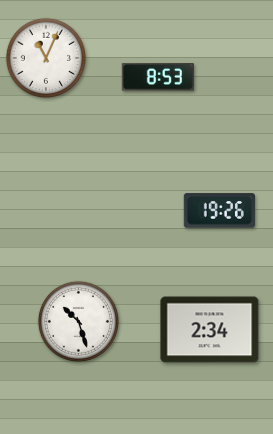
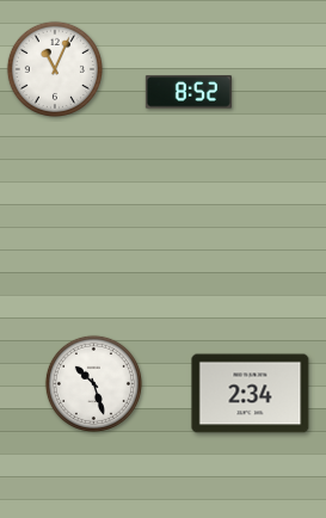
clock at (158, 77): 8:53 -> 8:52
clock at (219, 211): 19:26 -> none
